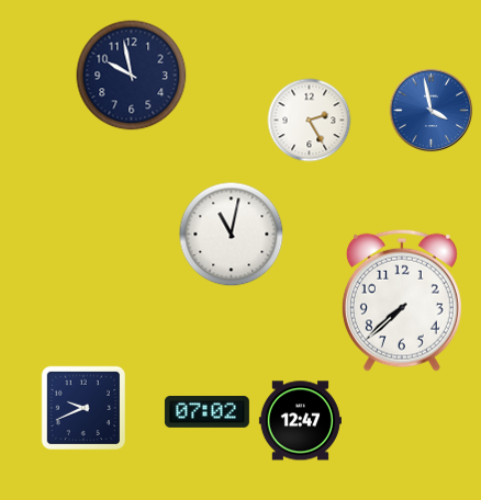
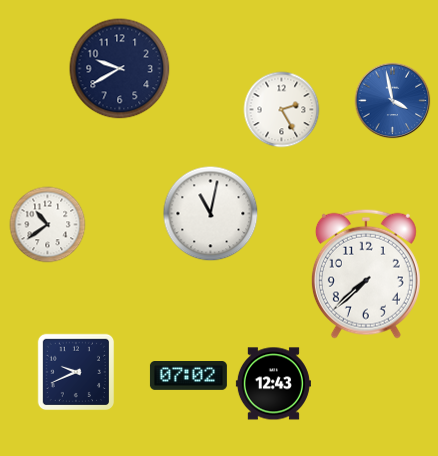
clock at (132, 76): 9:58 -> 9:40
clock at (48, 225): none -> 10:39
clock at (300, 421): 12:47 -> 12:43
